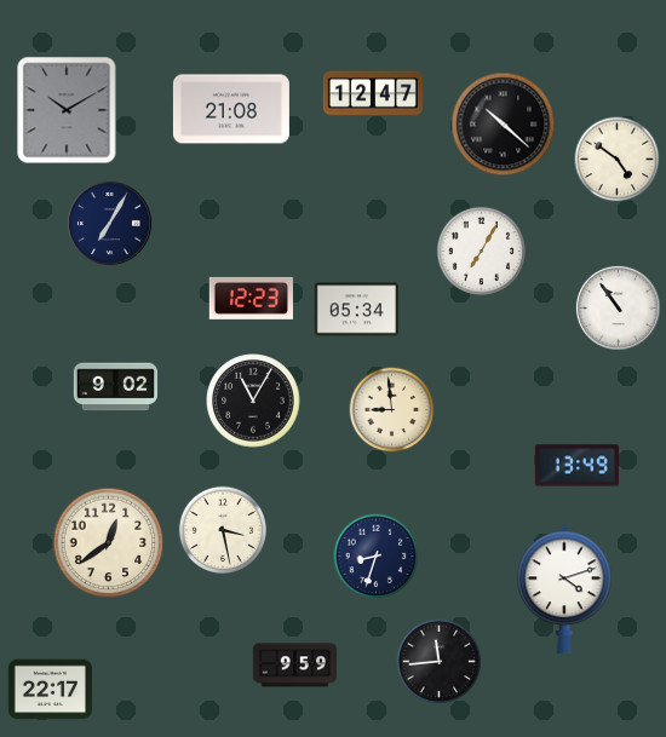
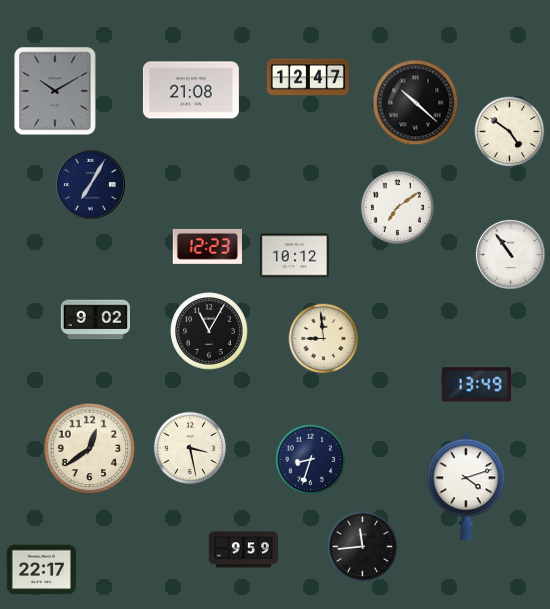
clock at (481, 251): 7:05 -> 7:09
clock at (356, 310): 05:34 -> 10:12
clock at (223, 530) position: (223, 530) -> (190, 448)
